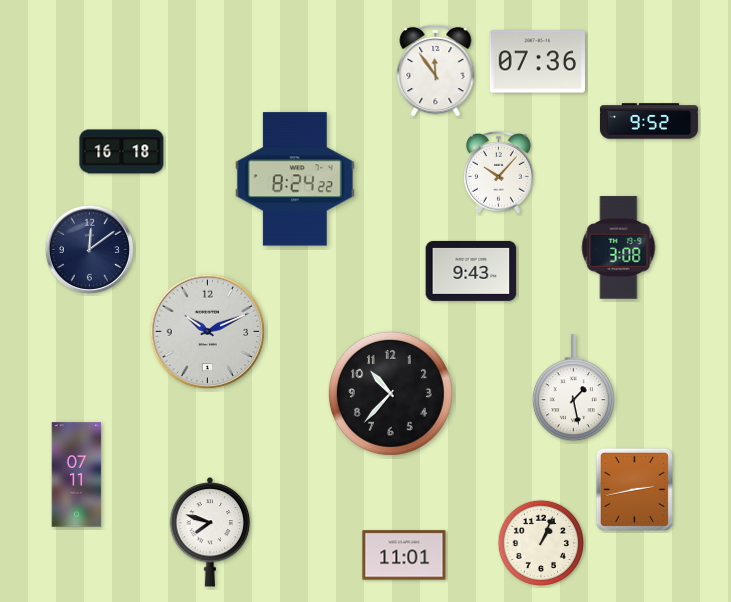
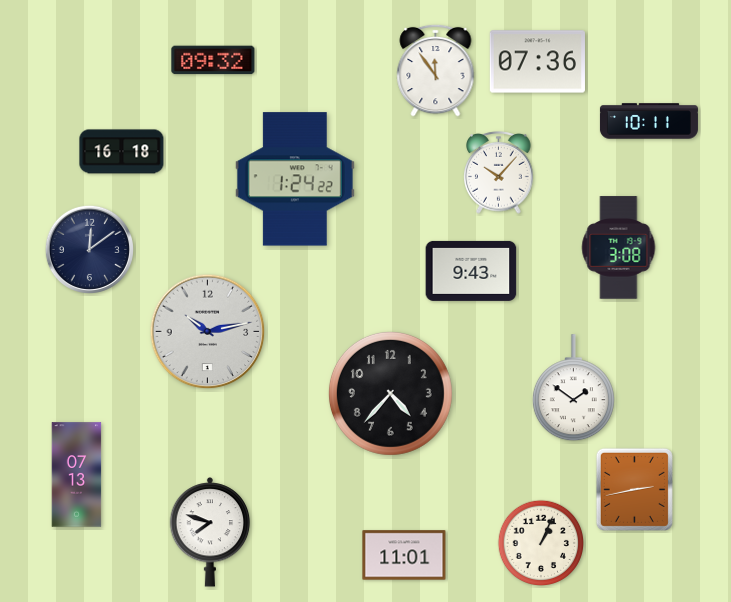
clock at (213, 60): none -> 09:32
clock at (649, 121): 9:52 -> 10:11
clock at (295, 179): 8:24 -> 1:24
clock at (208, 332): 10:11 -> 10:13
clock at (573, 388): 1:28 -> 1:51
clock at (390, 393): 10:37 -> 4:37
clock at (77, 475): 07:11 -> 07:13
